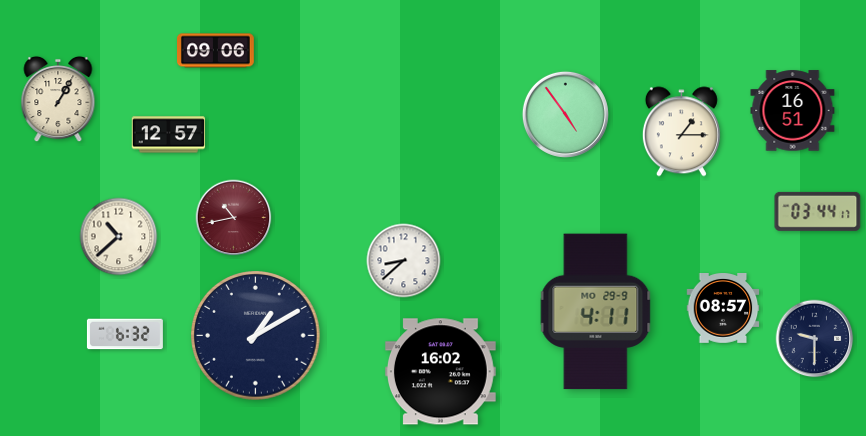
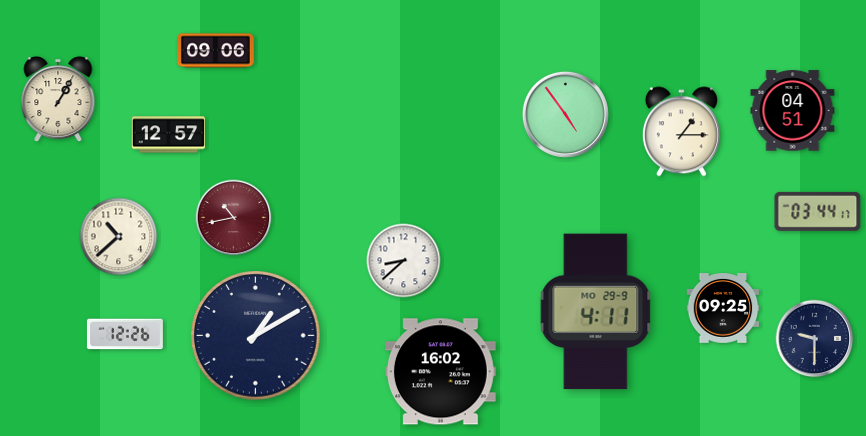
clock at (793, 111): 16:51 -> 04:51
clock at (723, 309): 08:57 -> 09:25
clock at (125, 334): 6:32 -> 12:26
